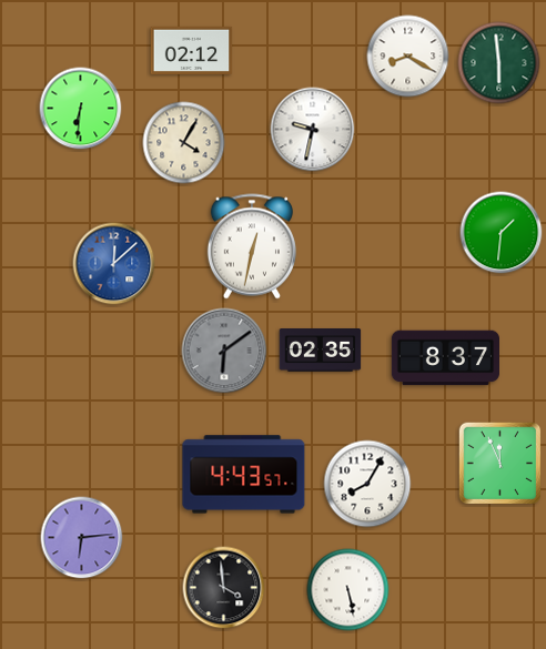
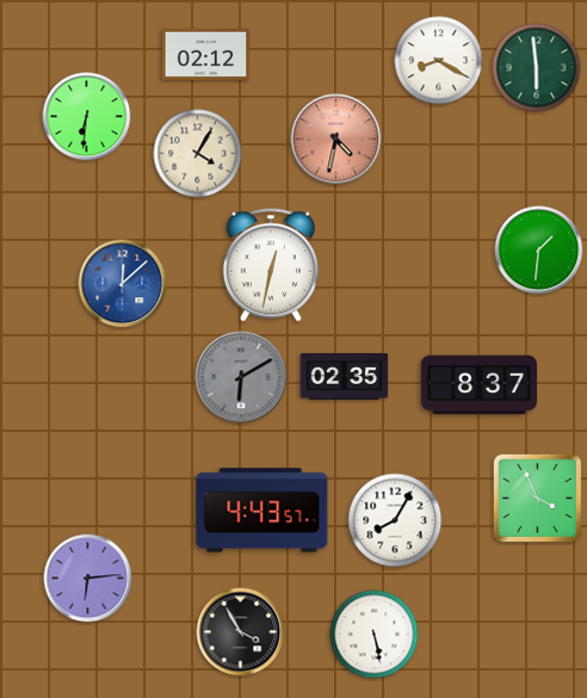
clock at (313, 130): 9:32 -> 4:32
clock at (313, 130) dial: white -> salmon
clock at (224, 351): 6:09 -> 6:10
clock at (501, 464): 11:56 -> 3:56
clock at (224, 588): 3:59 -> 3:55
